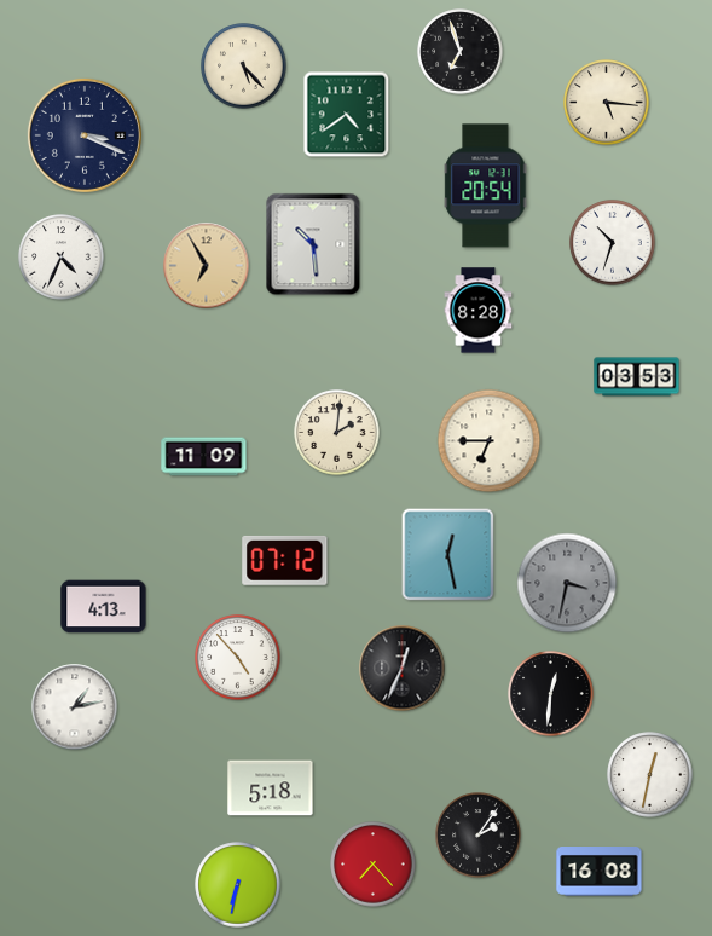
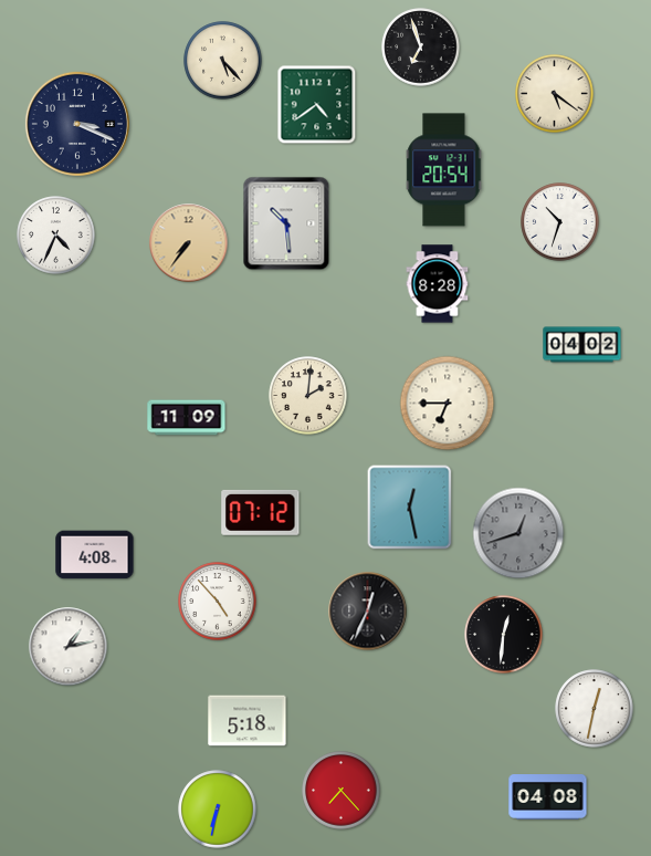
clock at (607, 103): 5:16 -> 5:21
clock at (207, 266): 6:55 -> 7:36
clock at (637, 377): 03:53 -> 04:02
clock at (567, 583): 3:32 -> 12:42
clock at (104, 607): 4:13 -> 4:08
clock at (479, 836): 2:06 -> none
clock at (600, 872): 16:08 -> 04:08
